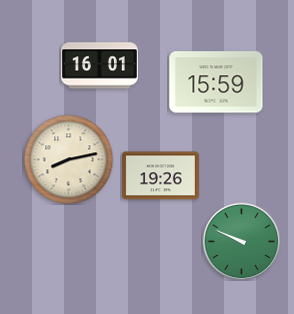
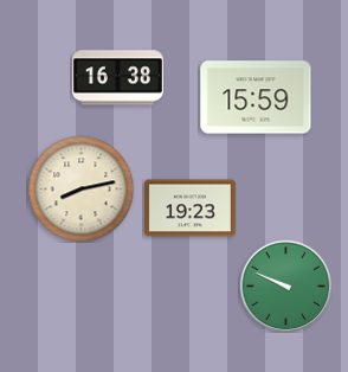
clock at (99, 66): 16:01 -> 16:38
clock at (160, 176): 19:26 -> 19:23
